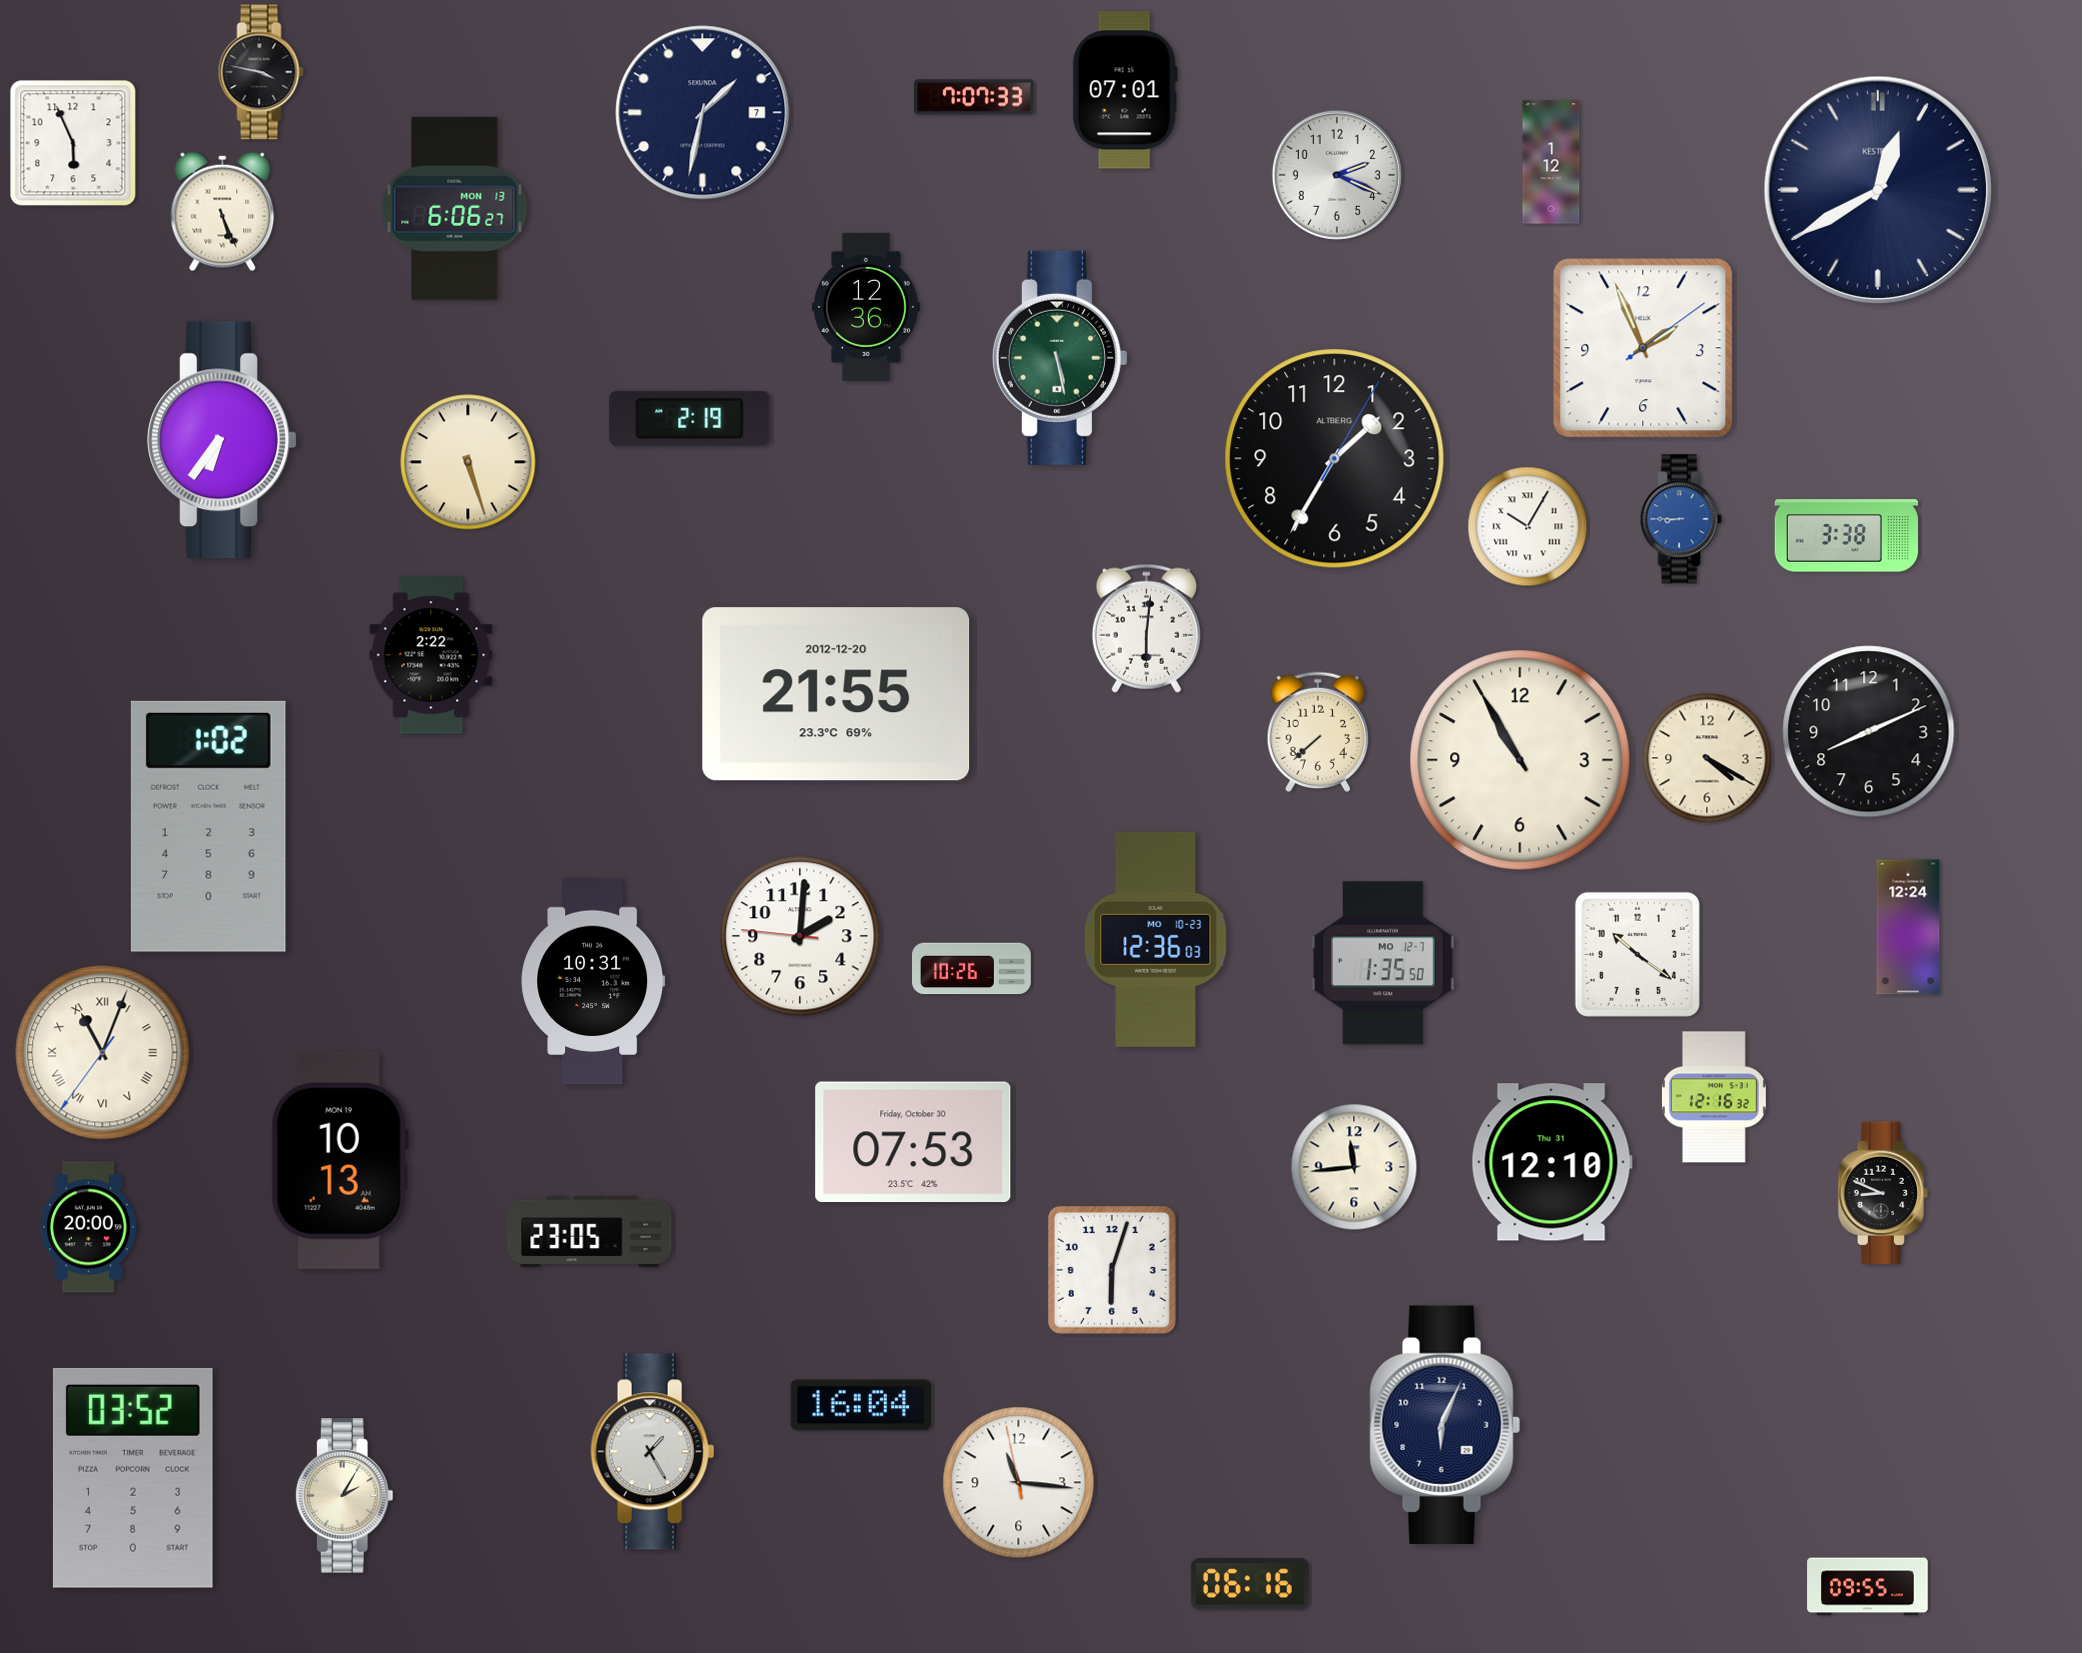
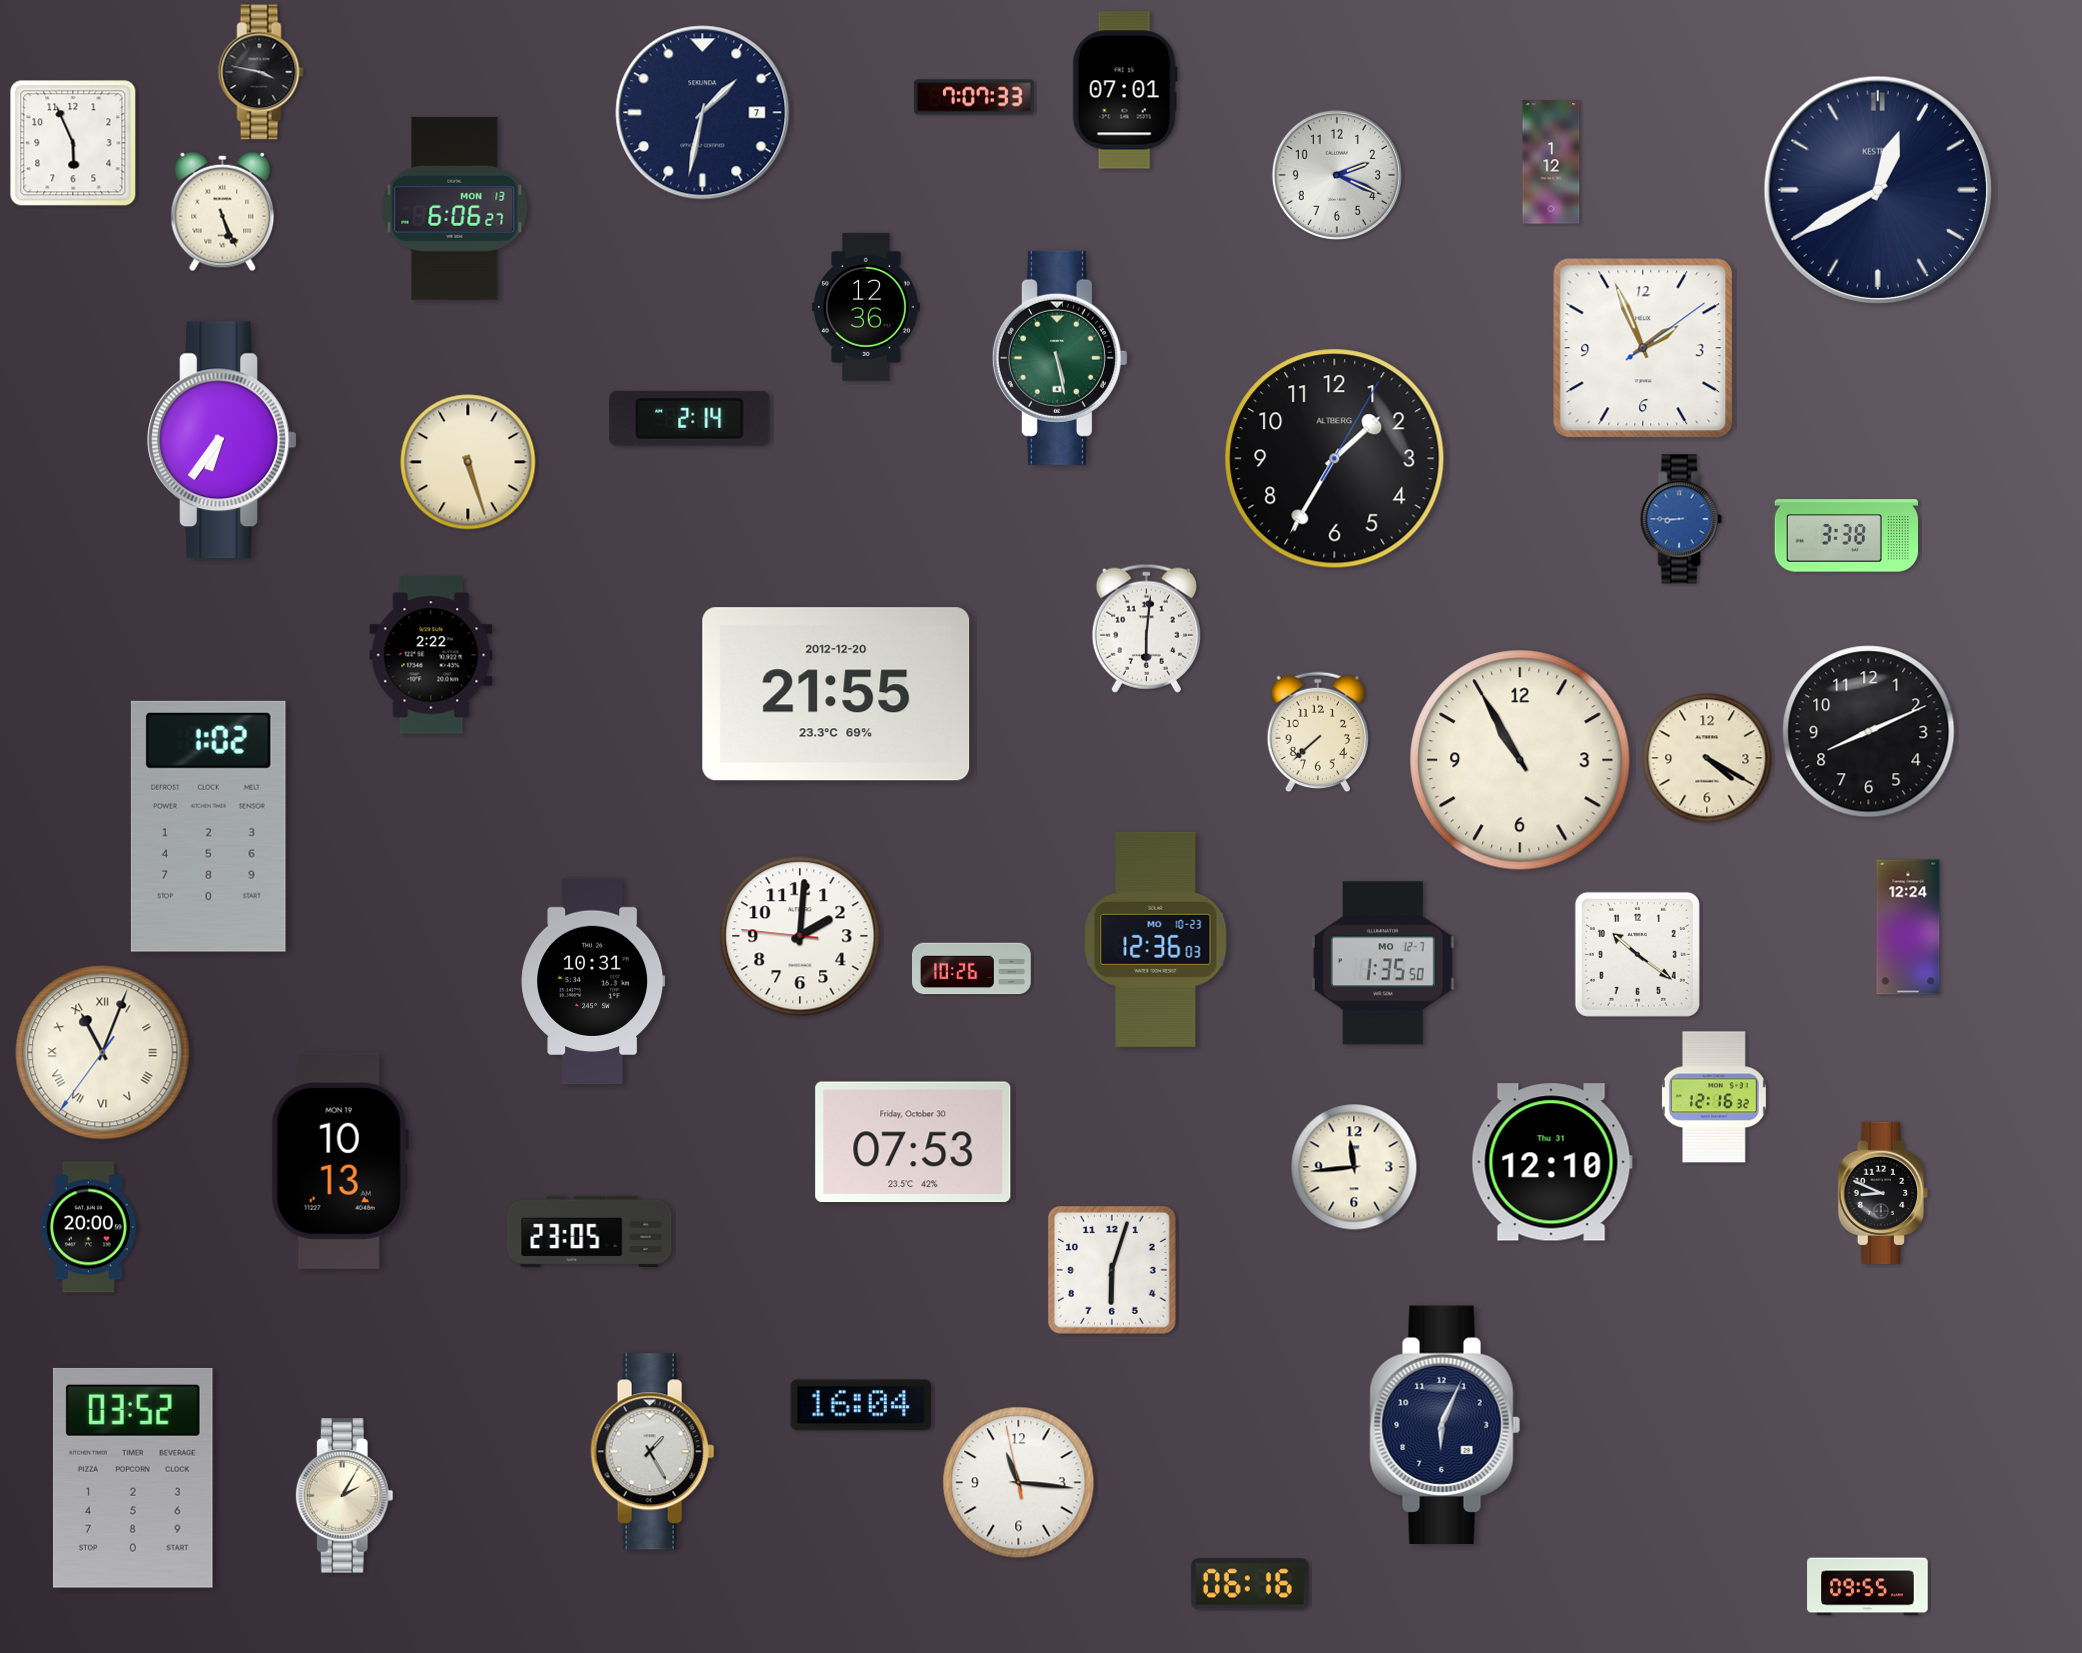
clock at (690, 418): 2:19 -> 2:14
clock at (1528, 527): 10:05 -> none
